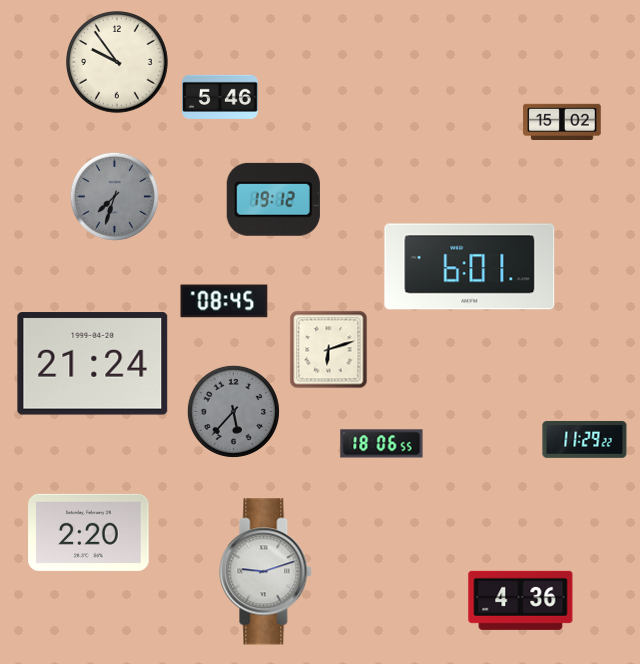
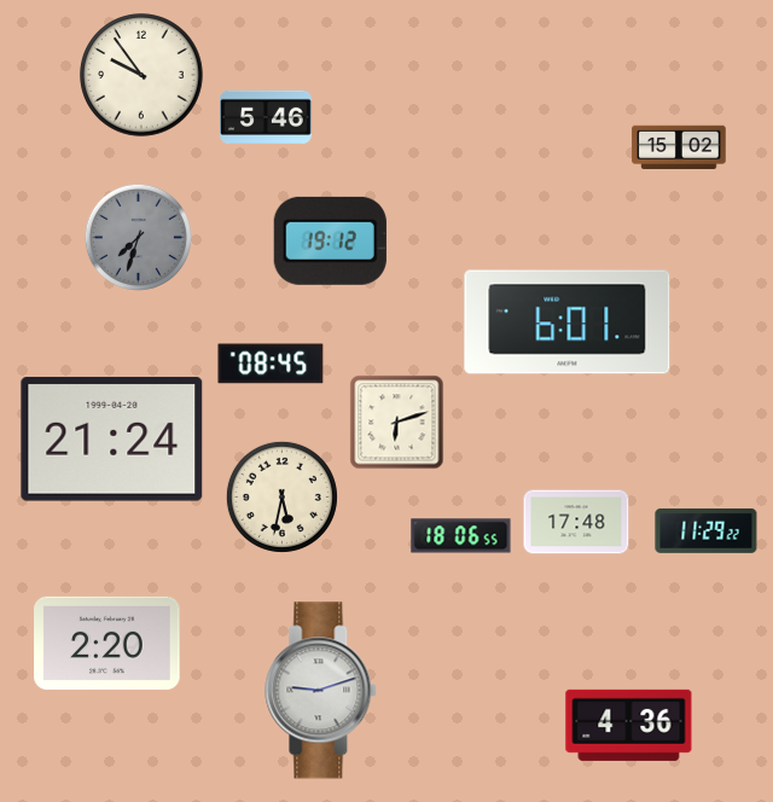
clock at (233, 411): 5:37 -> 5:32
clock at (233, 411) dial: grey -> cream
clock at (576, 522): none -> 17:48
